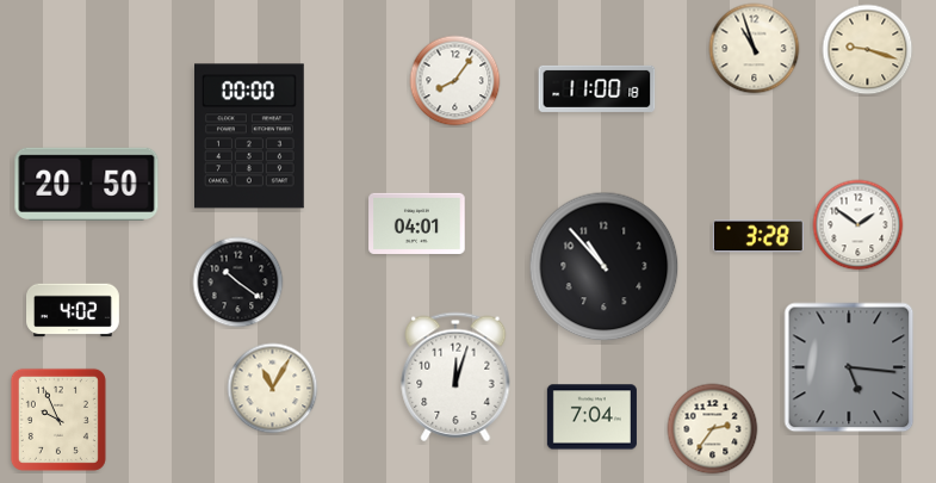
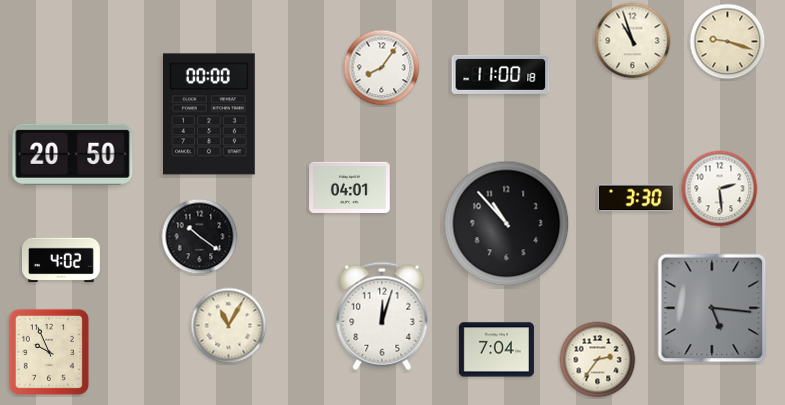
clock at (858, 225): 1:51 -> 2:29
clock at (758, 236): 3:28 -> 3:30
